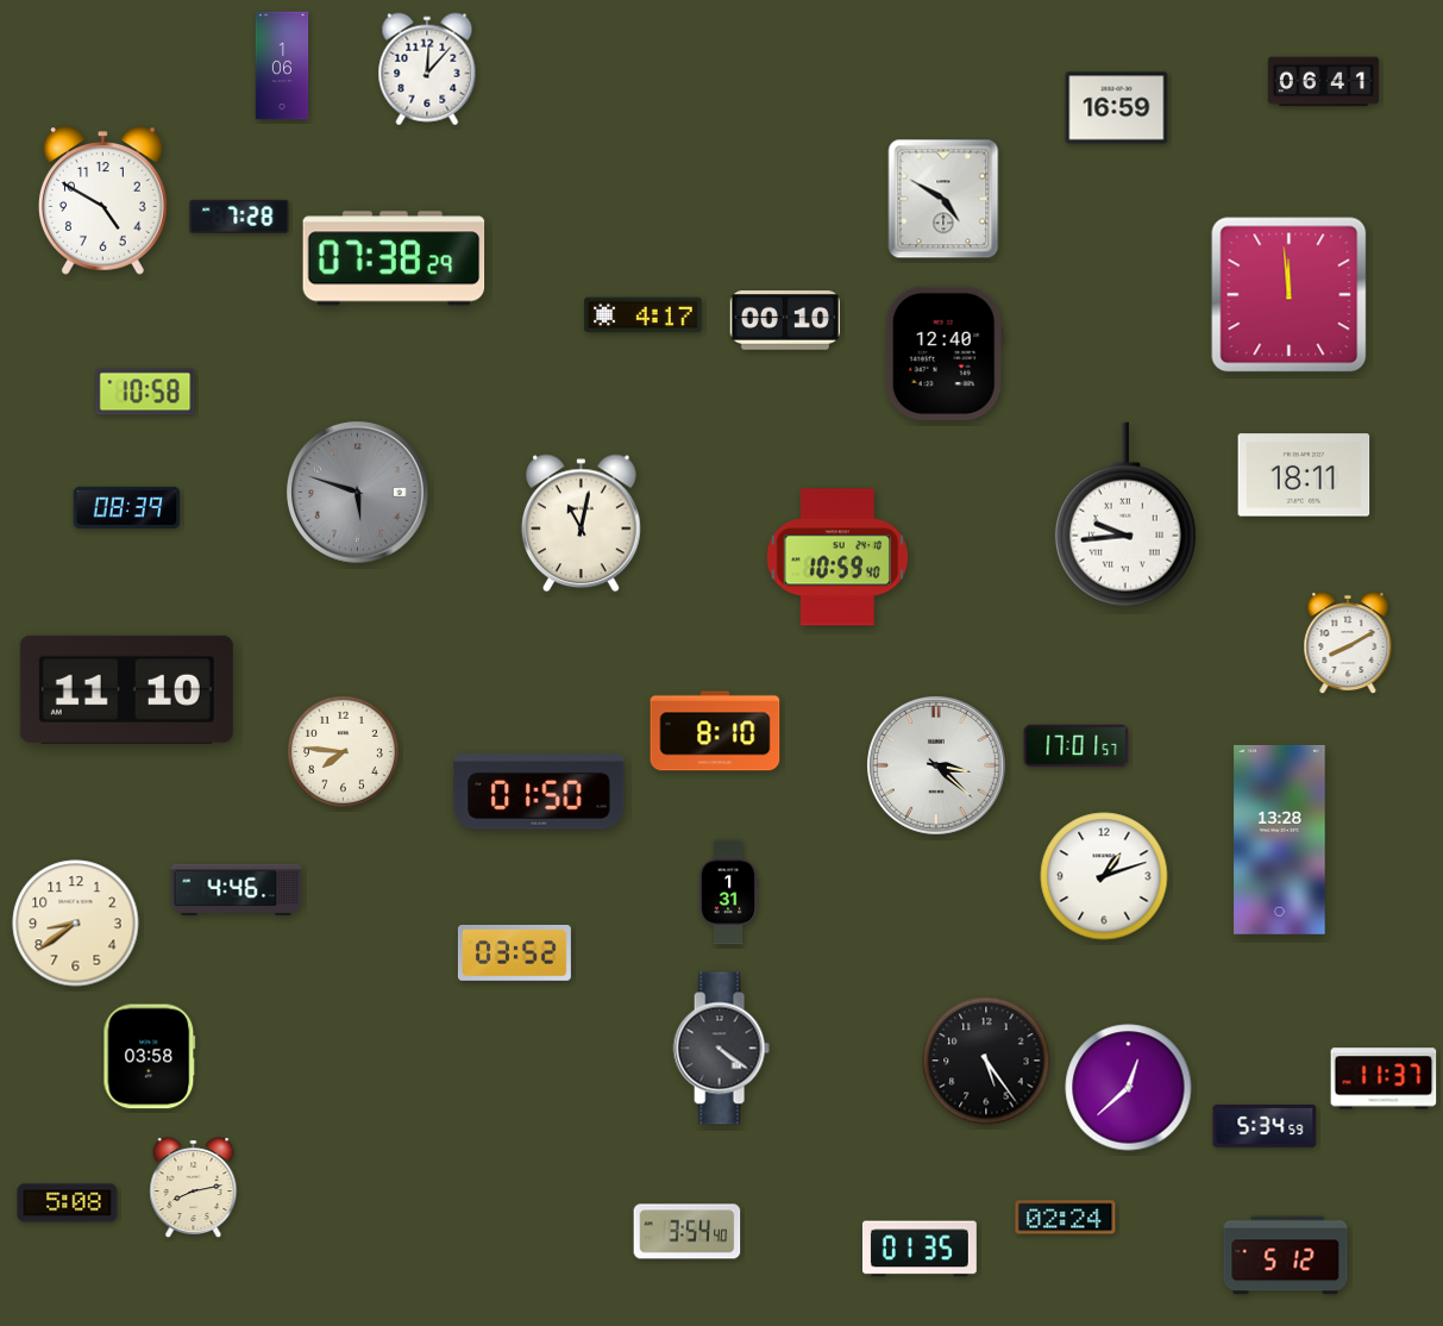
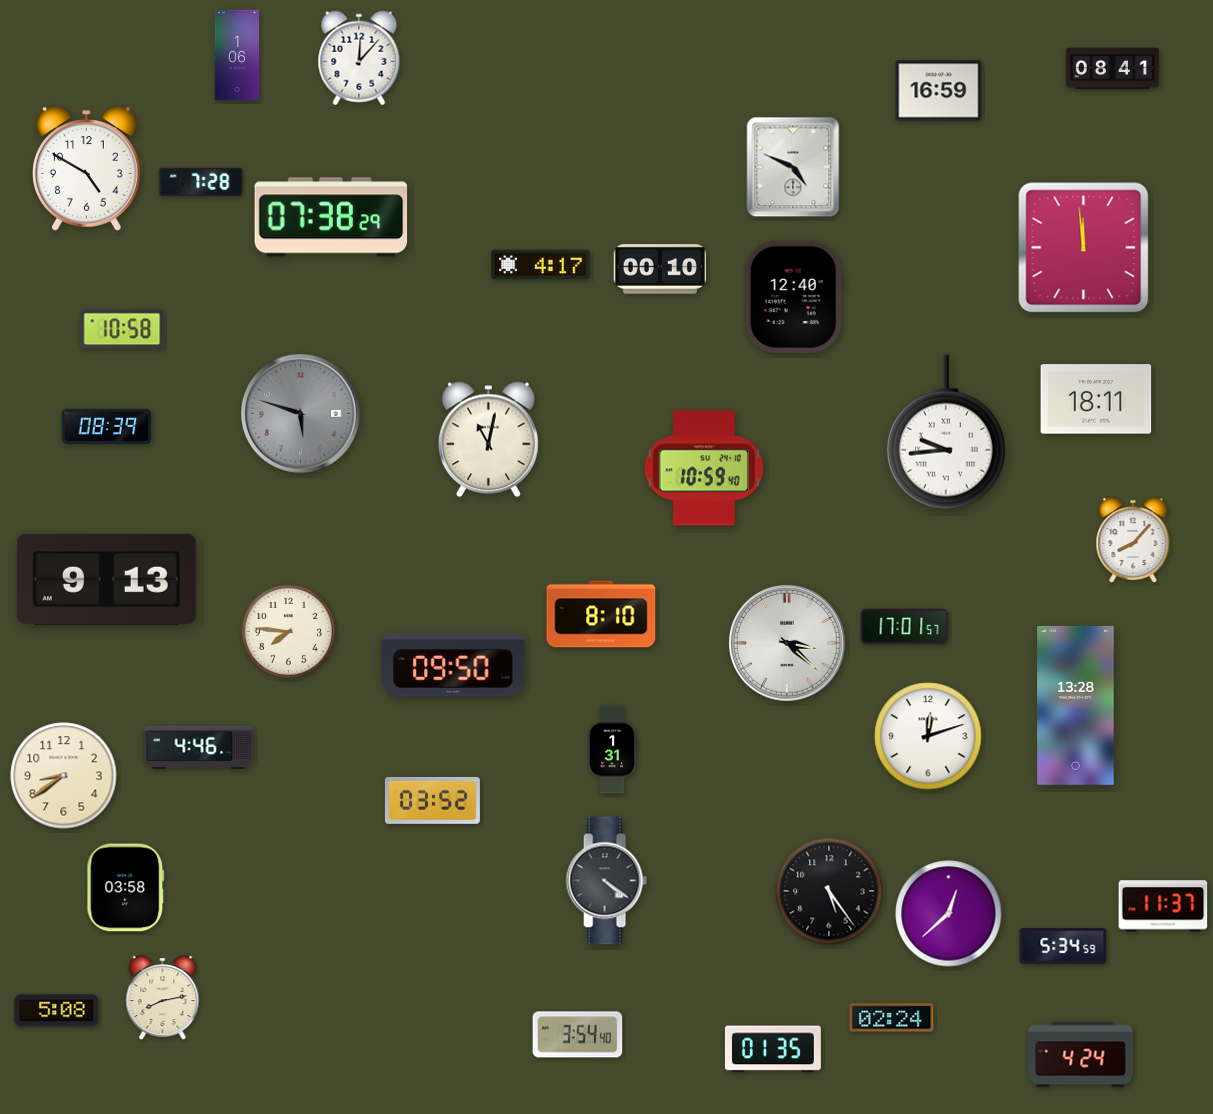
clock at (1323, 82): 06:41 -> 08:41
clock at (943, 199): 4:50 -> 4:49
clock at (1348, 643): 8:10 -> 8:07
clock at (126, 689): 11:10 -> 9:13
clock at (539, 792): 01:50 -> 09:50
clock at (1104, 876): 1:12 -> 12:12
clock at (1066, 1218) position: (1066, 1218) -> (892, 1018)
clock at (1286, 1256): 5:12 -> 4:24
